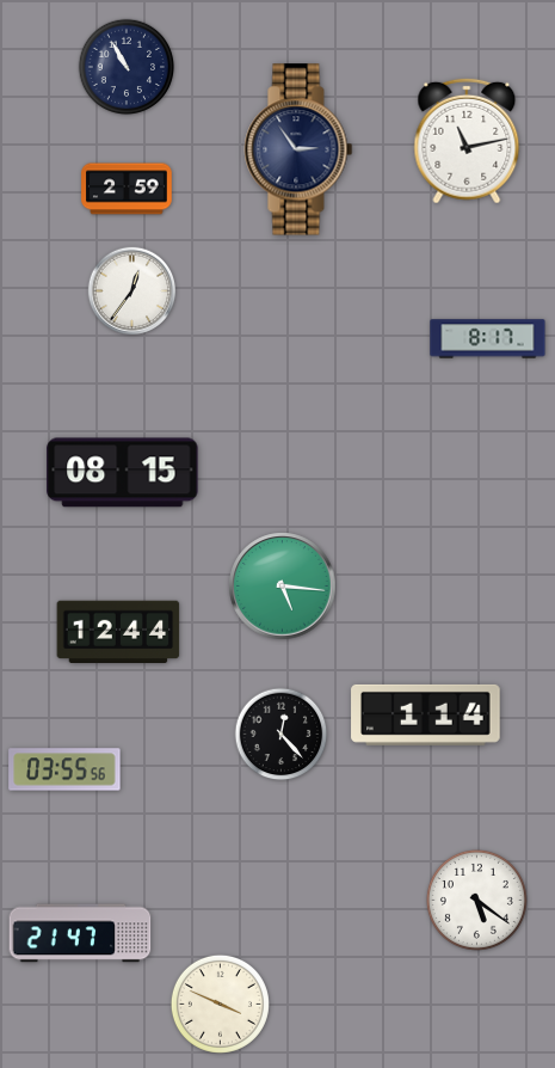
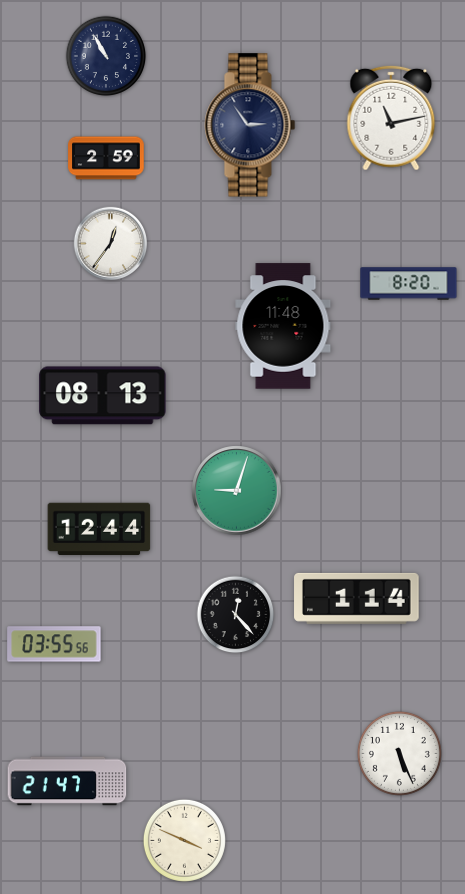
clock at (488, 339): 8:17 -> 8:20
clock at (283, 326): none -> 11:48
clock at (123, 473): 08:15 -> 08:13
clock at (283, 587): 5:16 -> 9:03
clock at (476, 900): 5:21 -> 5:26
